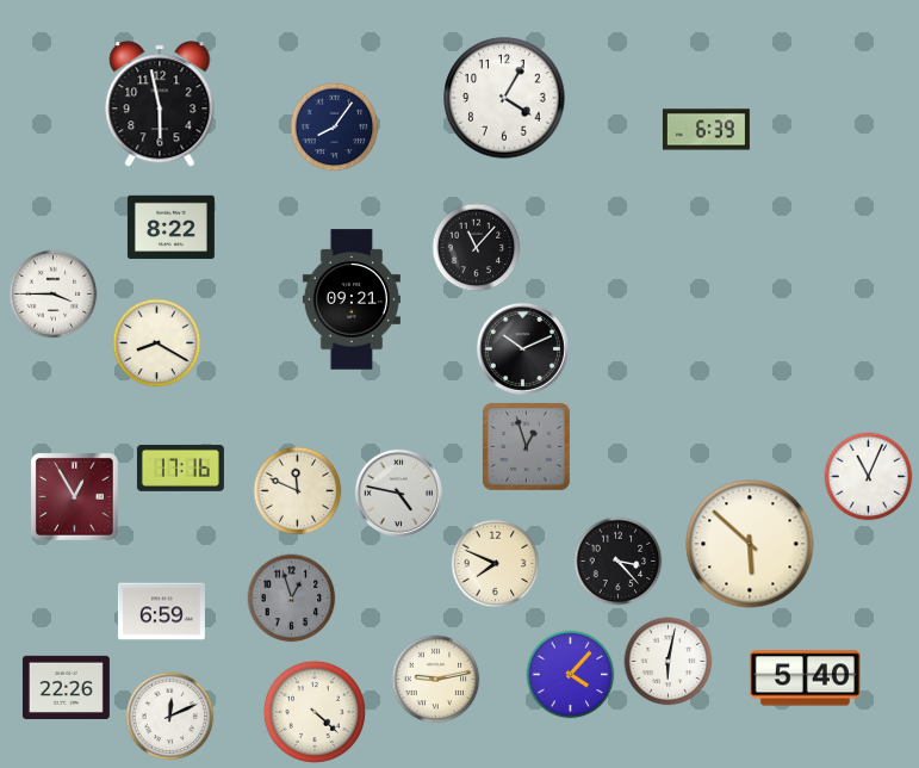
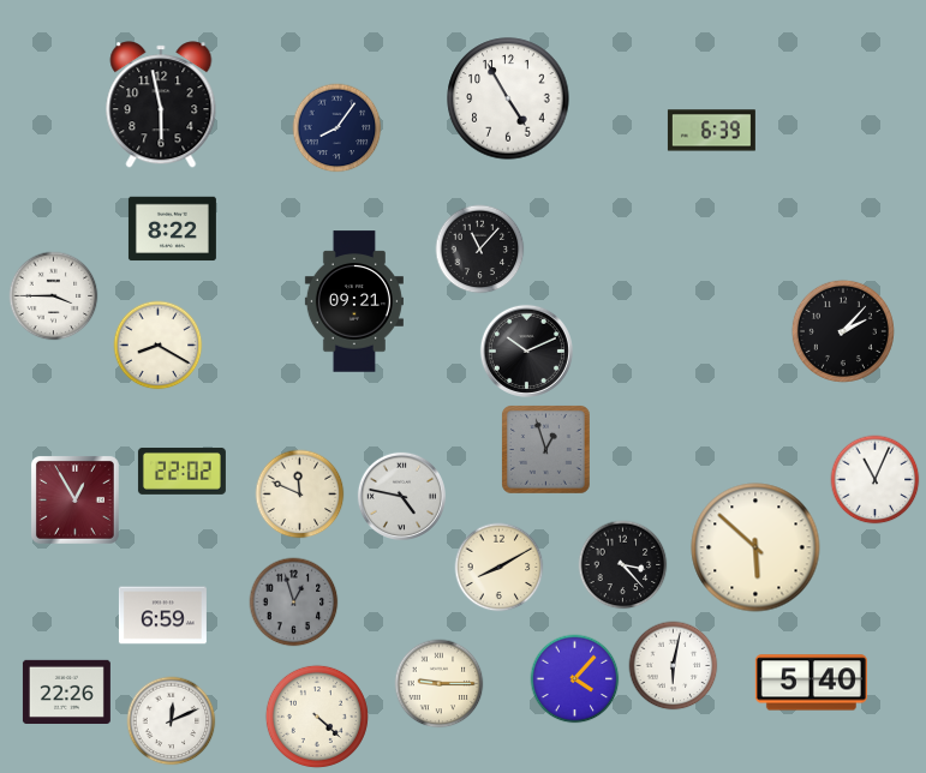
clock at (504, 98): 4:05 -> 4:55
clock at (843, 331): none -> 2:07
clock at (527, 447) position: (527, 447) -> (546, 450)
clock at (180, 467): 17:16 -> 22:02
clock at (496, 564): 7:49 -> 8:10
clock at (436, 680): 9:13 -> 9:15
